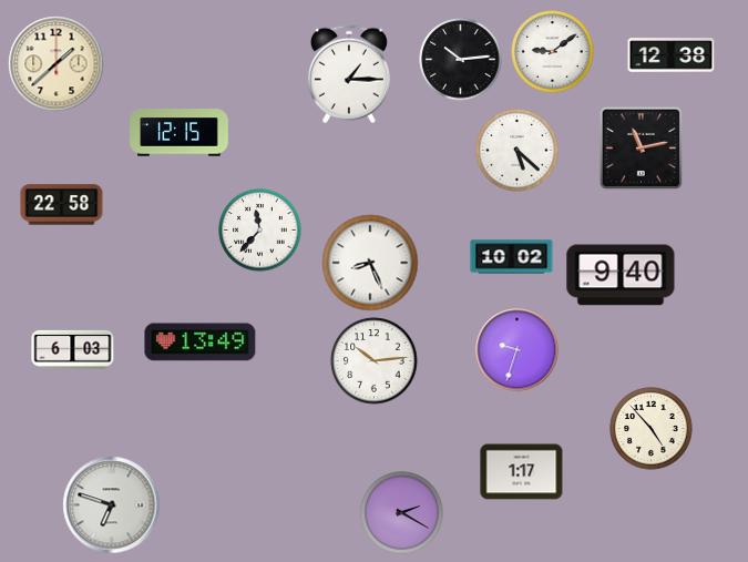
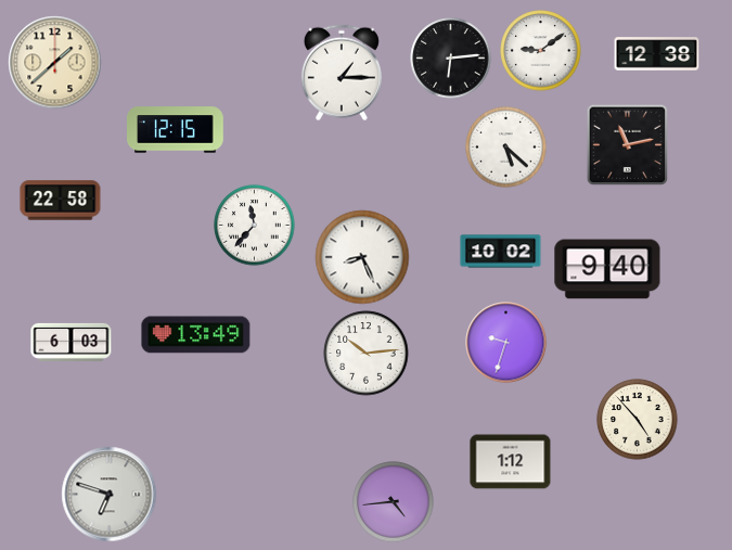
clock at (461, 60): 10:14 -> 6:14
clock at (522, 472): 1:17 -> 1:12
clock at (402, 513): 2:20 -> 4:44
